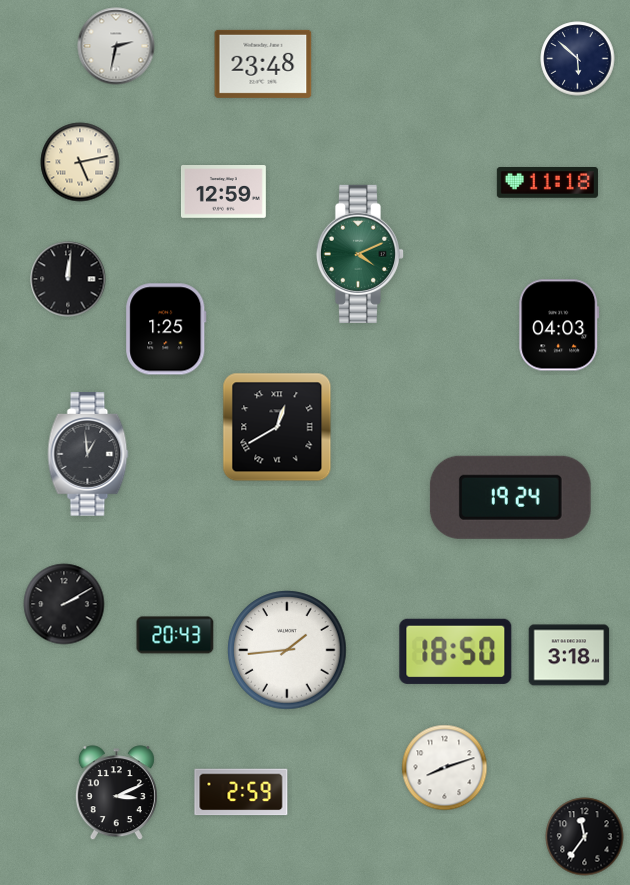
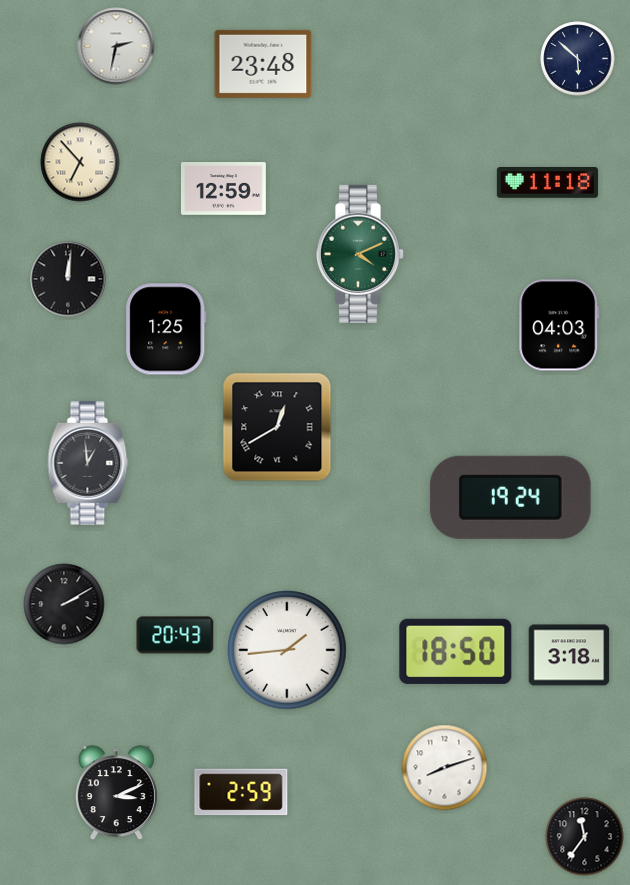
clock at (80, 162): 5:13 -> 6:53
clock at (223, 192) position: (223, 192) -> (223, 189)
clock at (88, 454) position: (88, 454) -> (88, 463)
